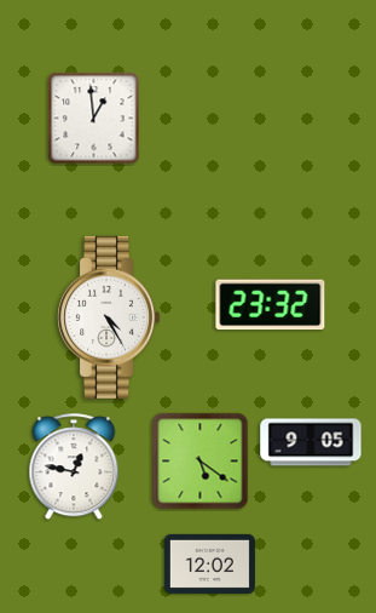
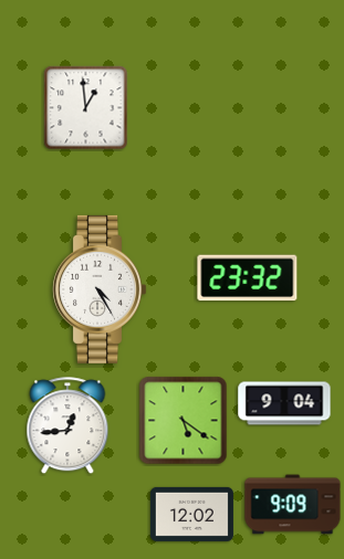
clock at (311, 442): 9:05 -> 9:04
clock at (74, 468): 12:47 -> 12:44
clock at (293, 505): none -> 9:09
